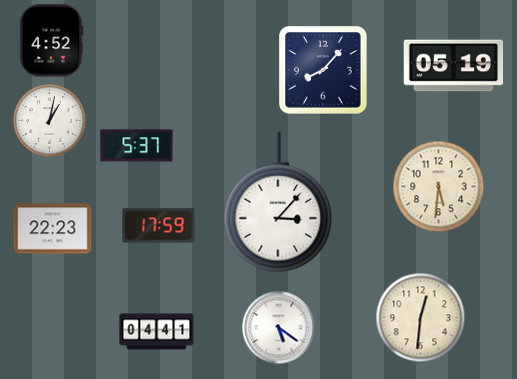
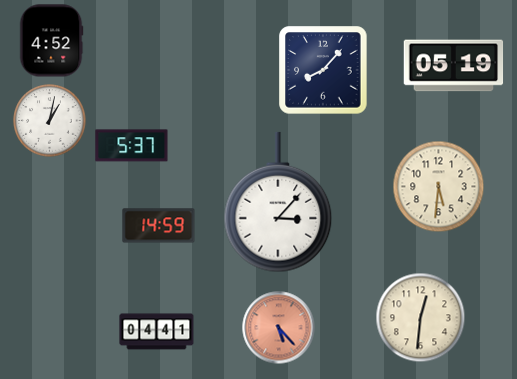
clock at (137, 146) position: (137, 146) -> (132, 146)
clock at (159, 226): 17:59 -> 14:59
clock at (53, 229): 22:23 -> none
clock at (279, 328): 5:21 -> 5:23
clock at (279, 328) dial: white -> salmon
